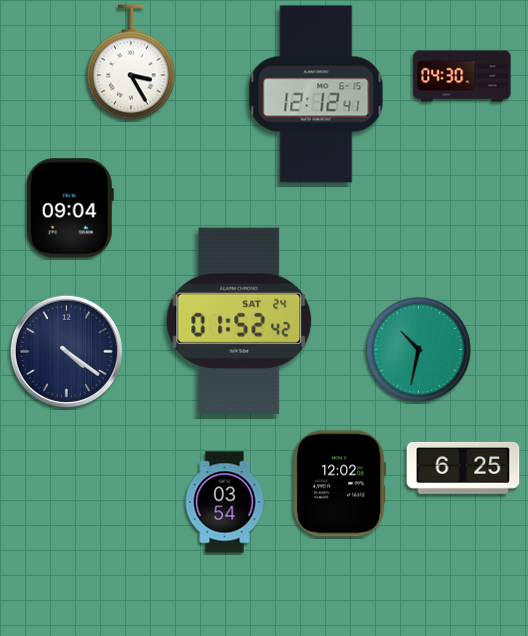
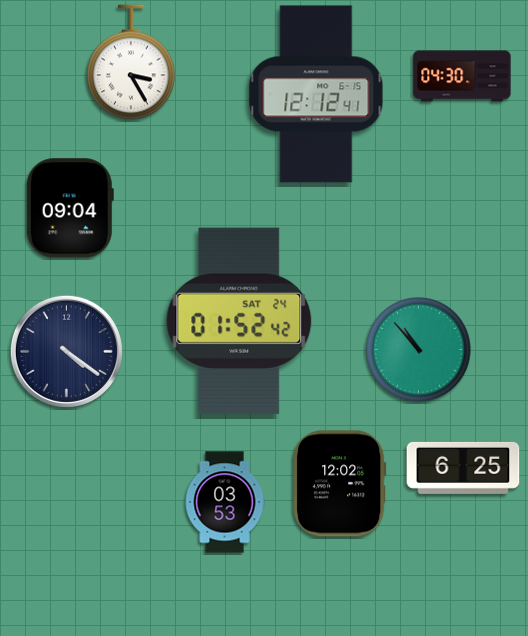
clock at (419, 350): 10:32 -> 10:53
clock at (225, 502): 03:54 -> 03:53
